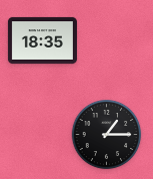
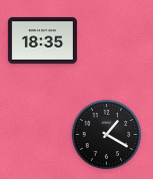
clock at (107, 135): 1:15 -> 1:20
